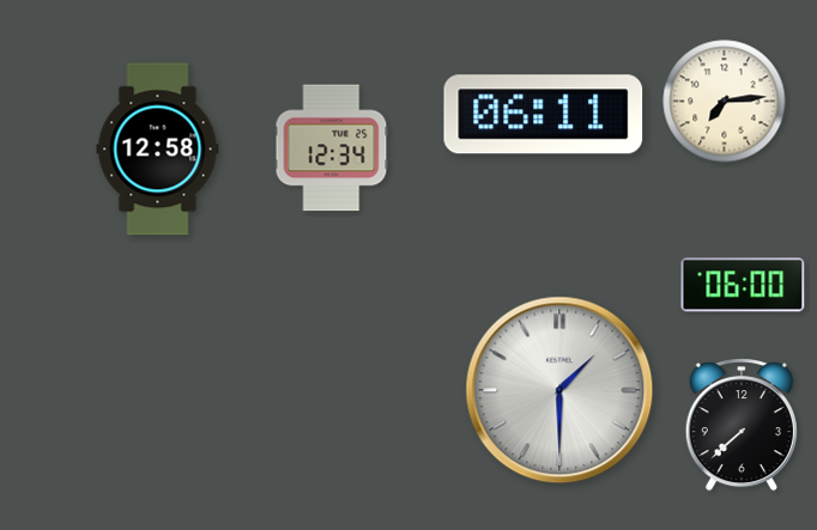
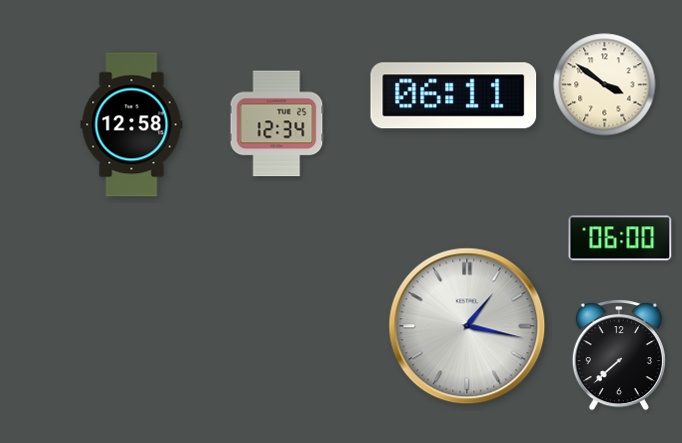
clock at (725, 102): 7:14 -> 3:51
clock at (559, 390): 1:30 -> 1:17
